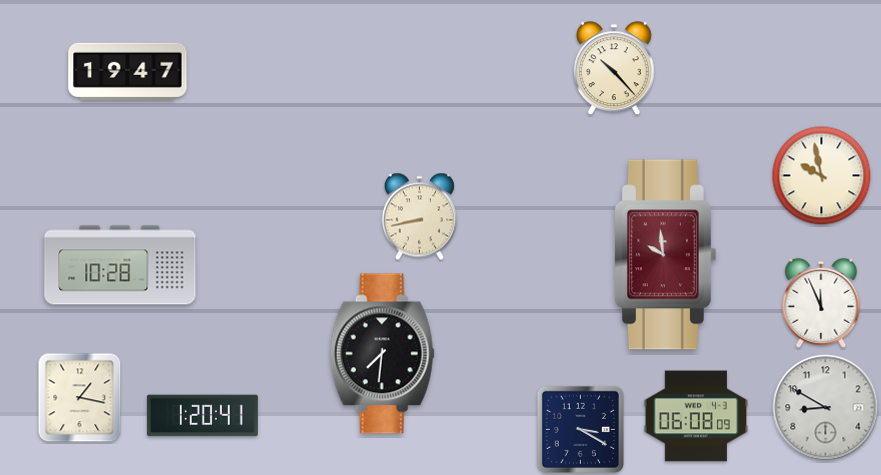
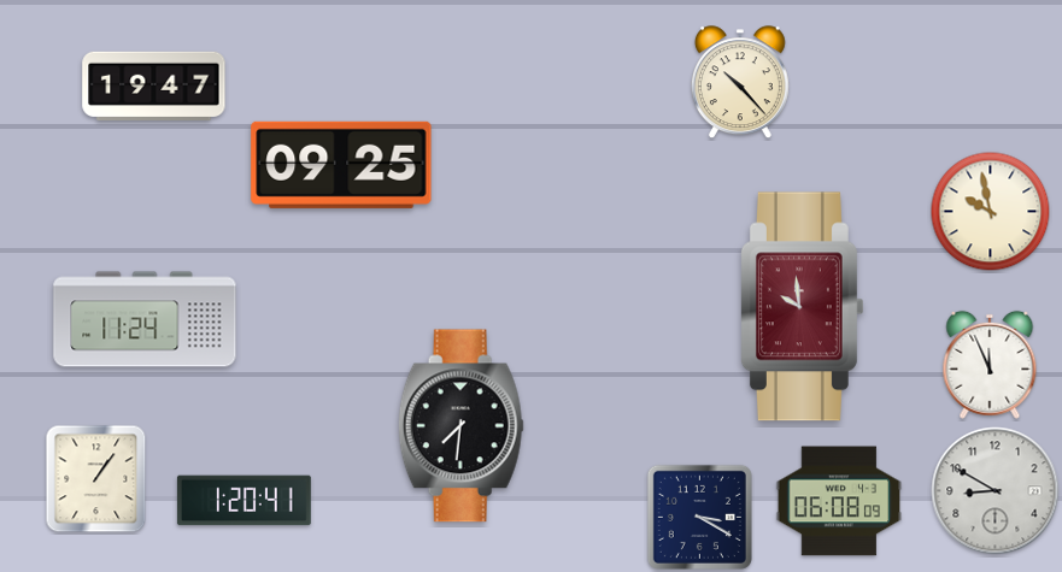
clock at (341, 165): none -> 09:25
clock at (419, 217): 8:43 -> none
clock at (120, 265): 10:28 -> 11:24
clock at (80, 398): 1:17 -> 1:06
